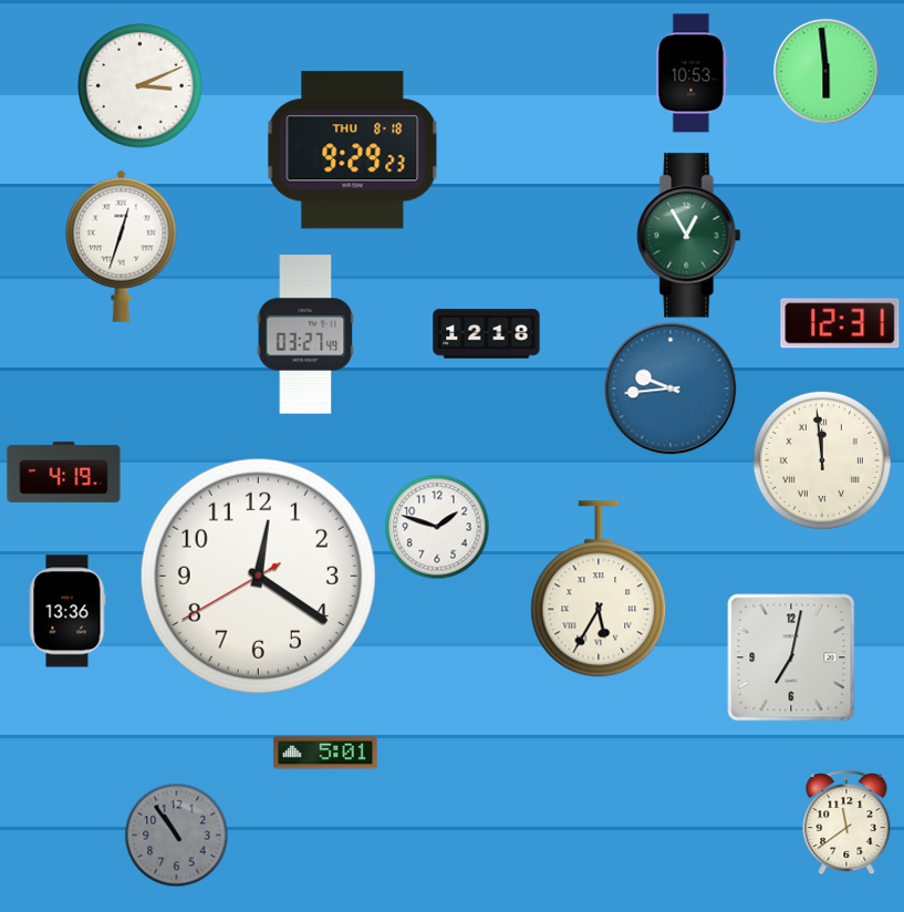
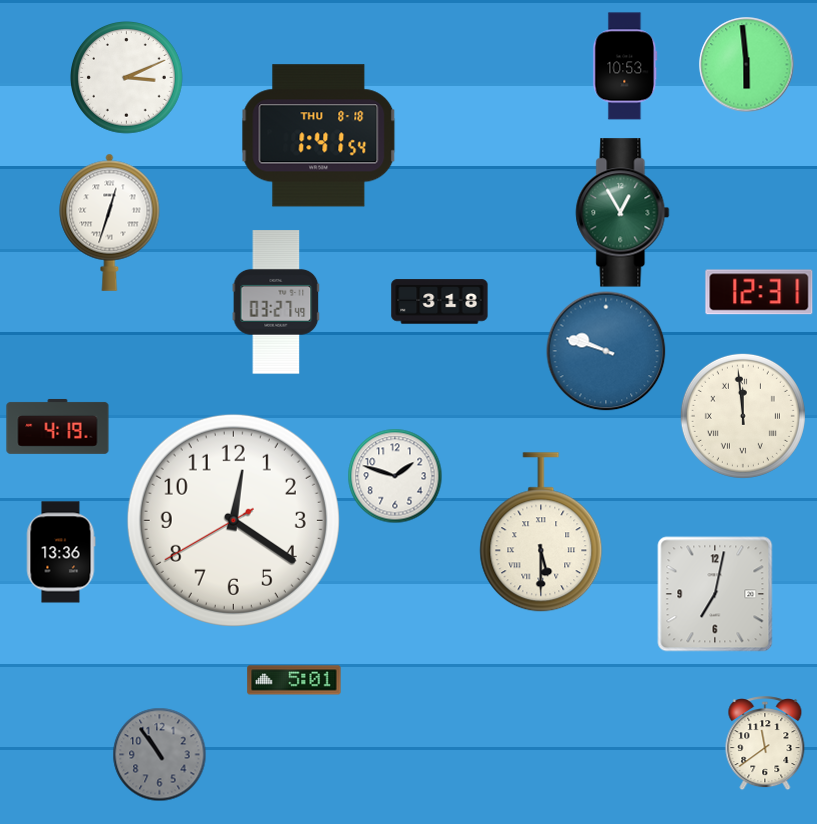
clock at (353, 151): 9:29 -> 1:41
clock at (487, 334): 12:18 -> 3:18
clock at (671, 388): 9:44 -> 9:48
clock at (599, 590): 5:35 -> 5:30
